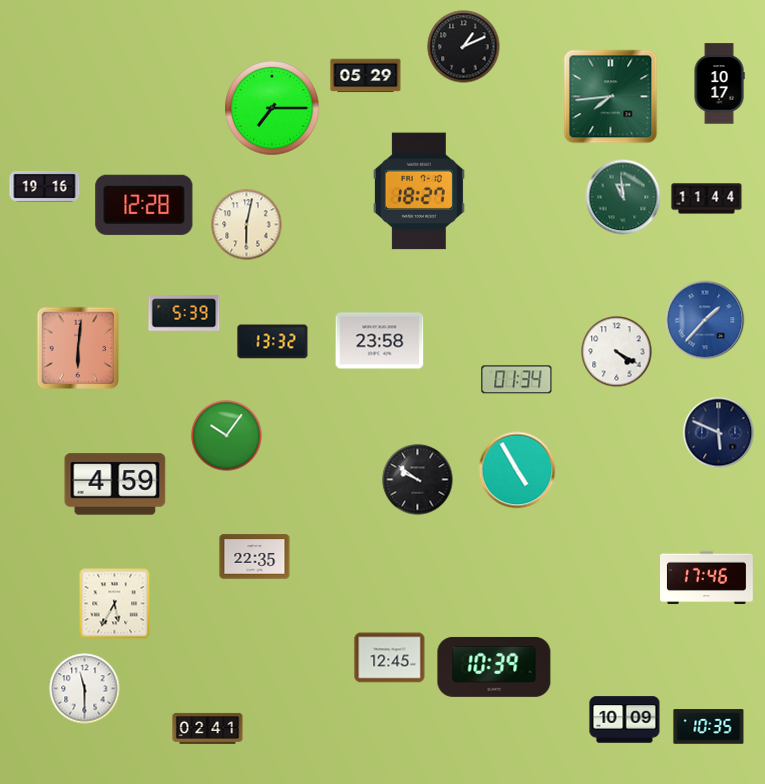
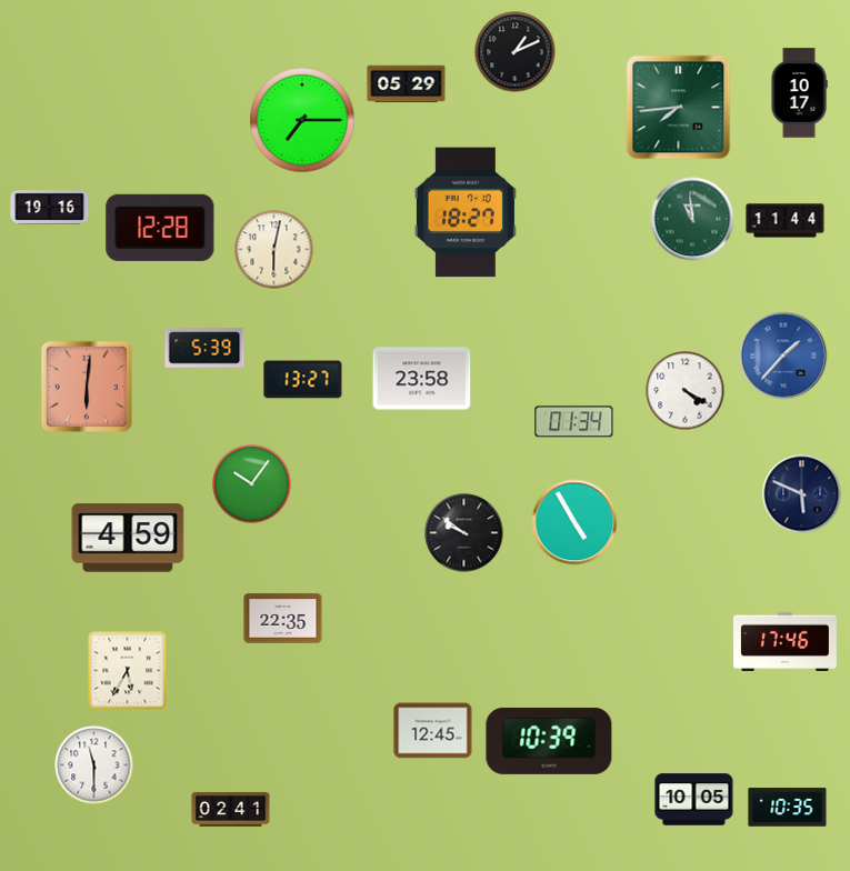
clock at (273, 342): 13:32 -> 13:27
clock at (719, 433) position: (719, 433) -> (802, 494)
clock at (625, 720): 10:09 -> 10:05
